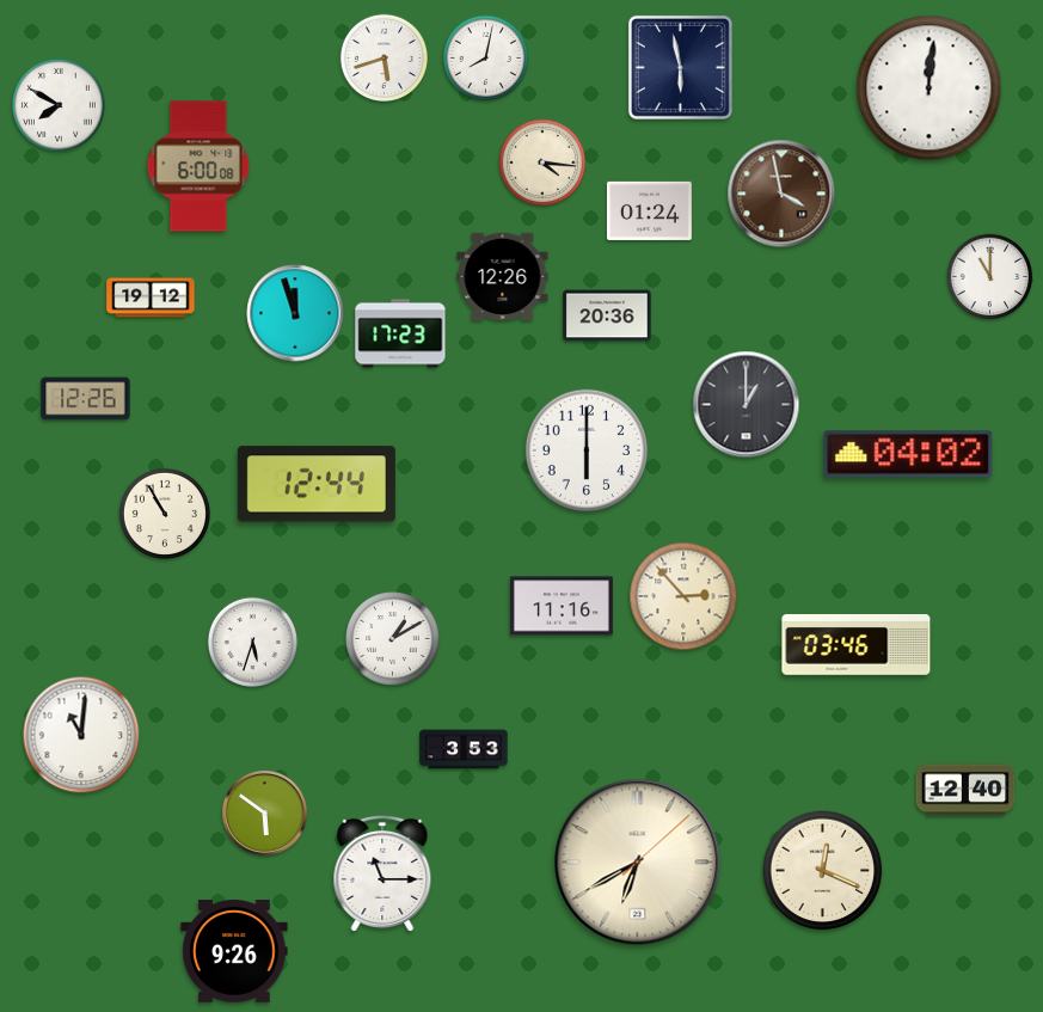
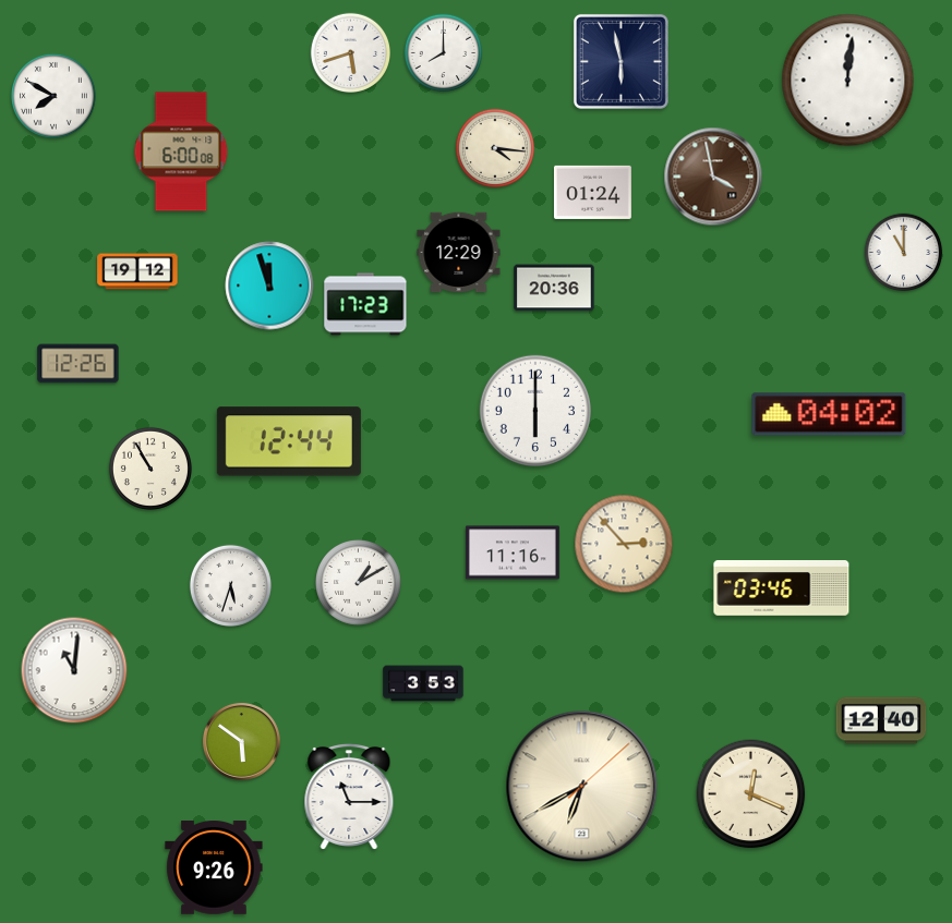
clock at (486, 59): 8:02 -> 8:00
clock at (503, 277): 12:26 -> 12:29
clock at (747, 405): 1:00 -> none
